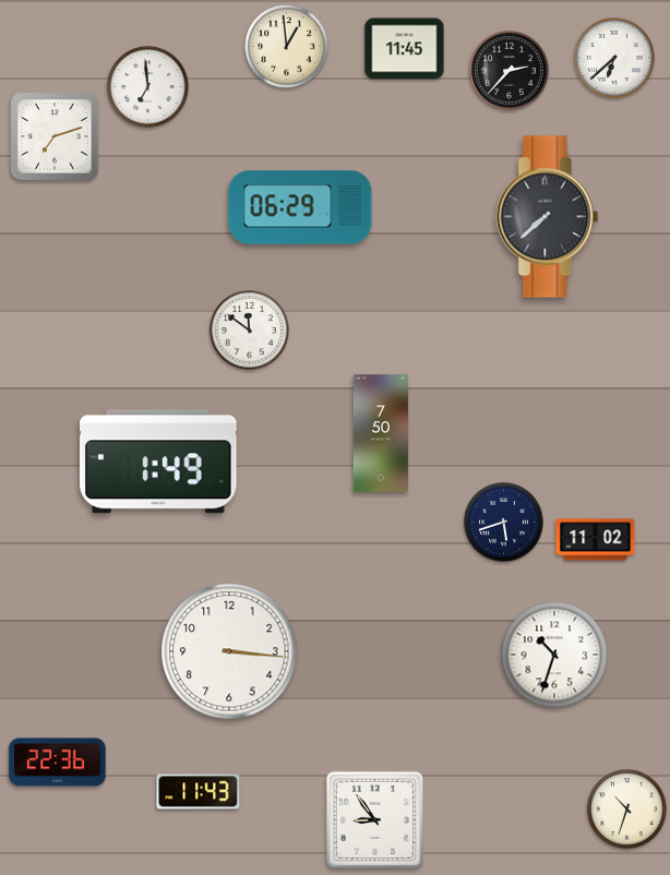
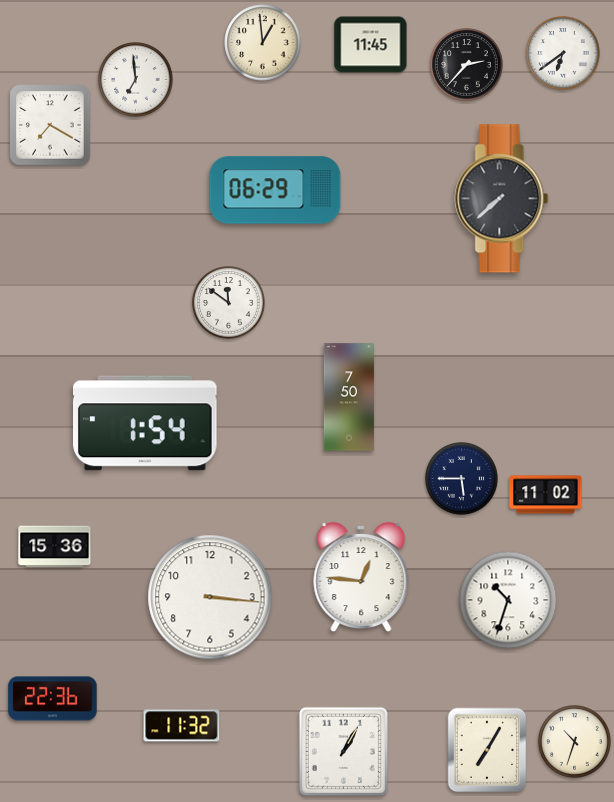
clock at (614, 58): 6:38 -> 6:39
clock at (55, 136): 7:12 -> 7:20
clock at (159, 462): 1:49 -> 1:54
clock at (504, 523): 5:42 -> 5:45
clock at (55, 547): none -> 15:36
clock at (361, 577): none -> 12:46
clock at (199, 792): 11:43 -> 11:32
clock at (487, 750): none -> 7:05
clock at (374, 819): 8:54 -> 1:05
